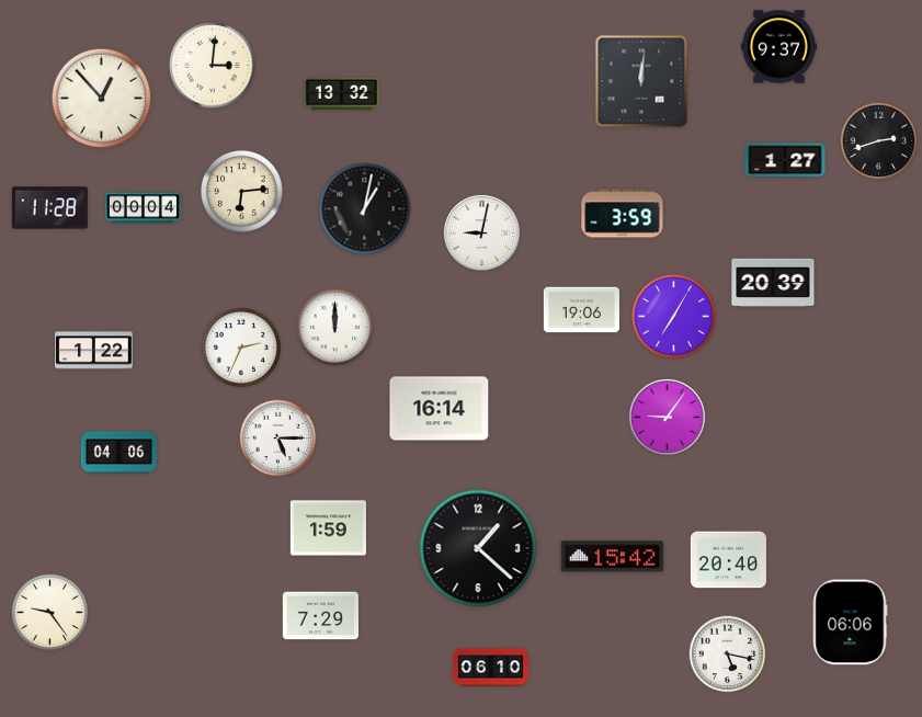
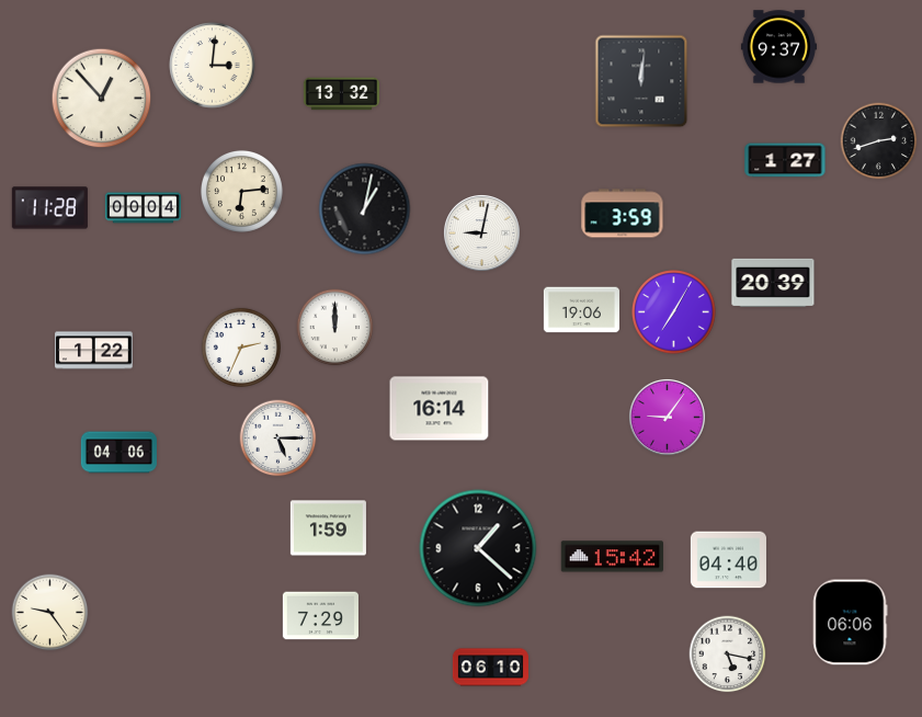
clock at (674, 317) position: (674, 317) -> (674, 312)
clock at (728, 560): 20:40 -> 04:40
